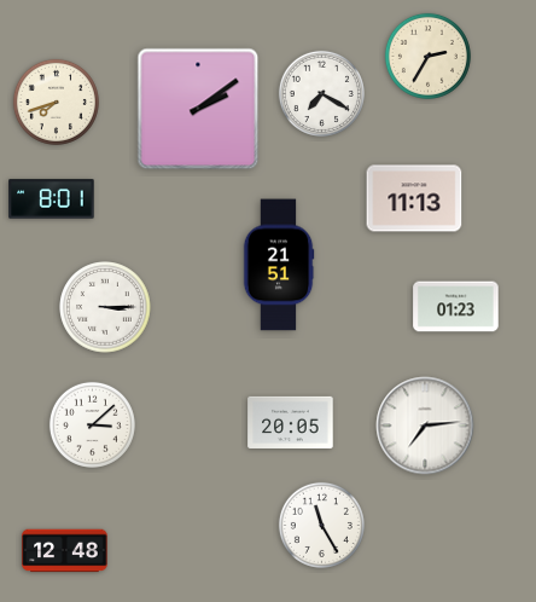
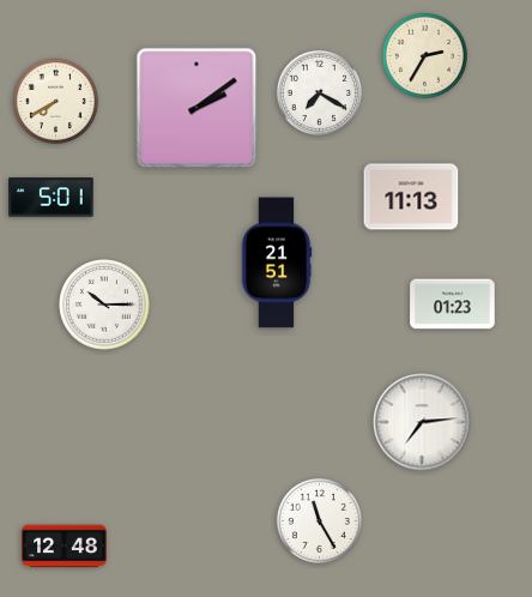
clock at (56, 102): 7:42 -> 7:40
clock at (52, 199): 8:01 -> 5:01
clock at (105, 307): 3:15 -> 10:15
clock at (291, 422): 20:05 -> none
clock at (92, 424): 3:08 -> none
